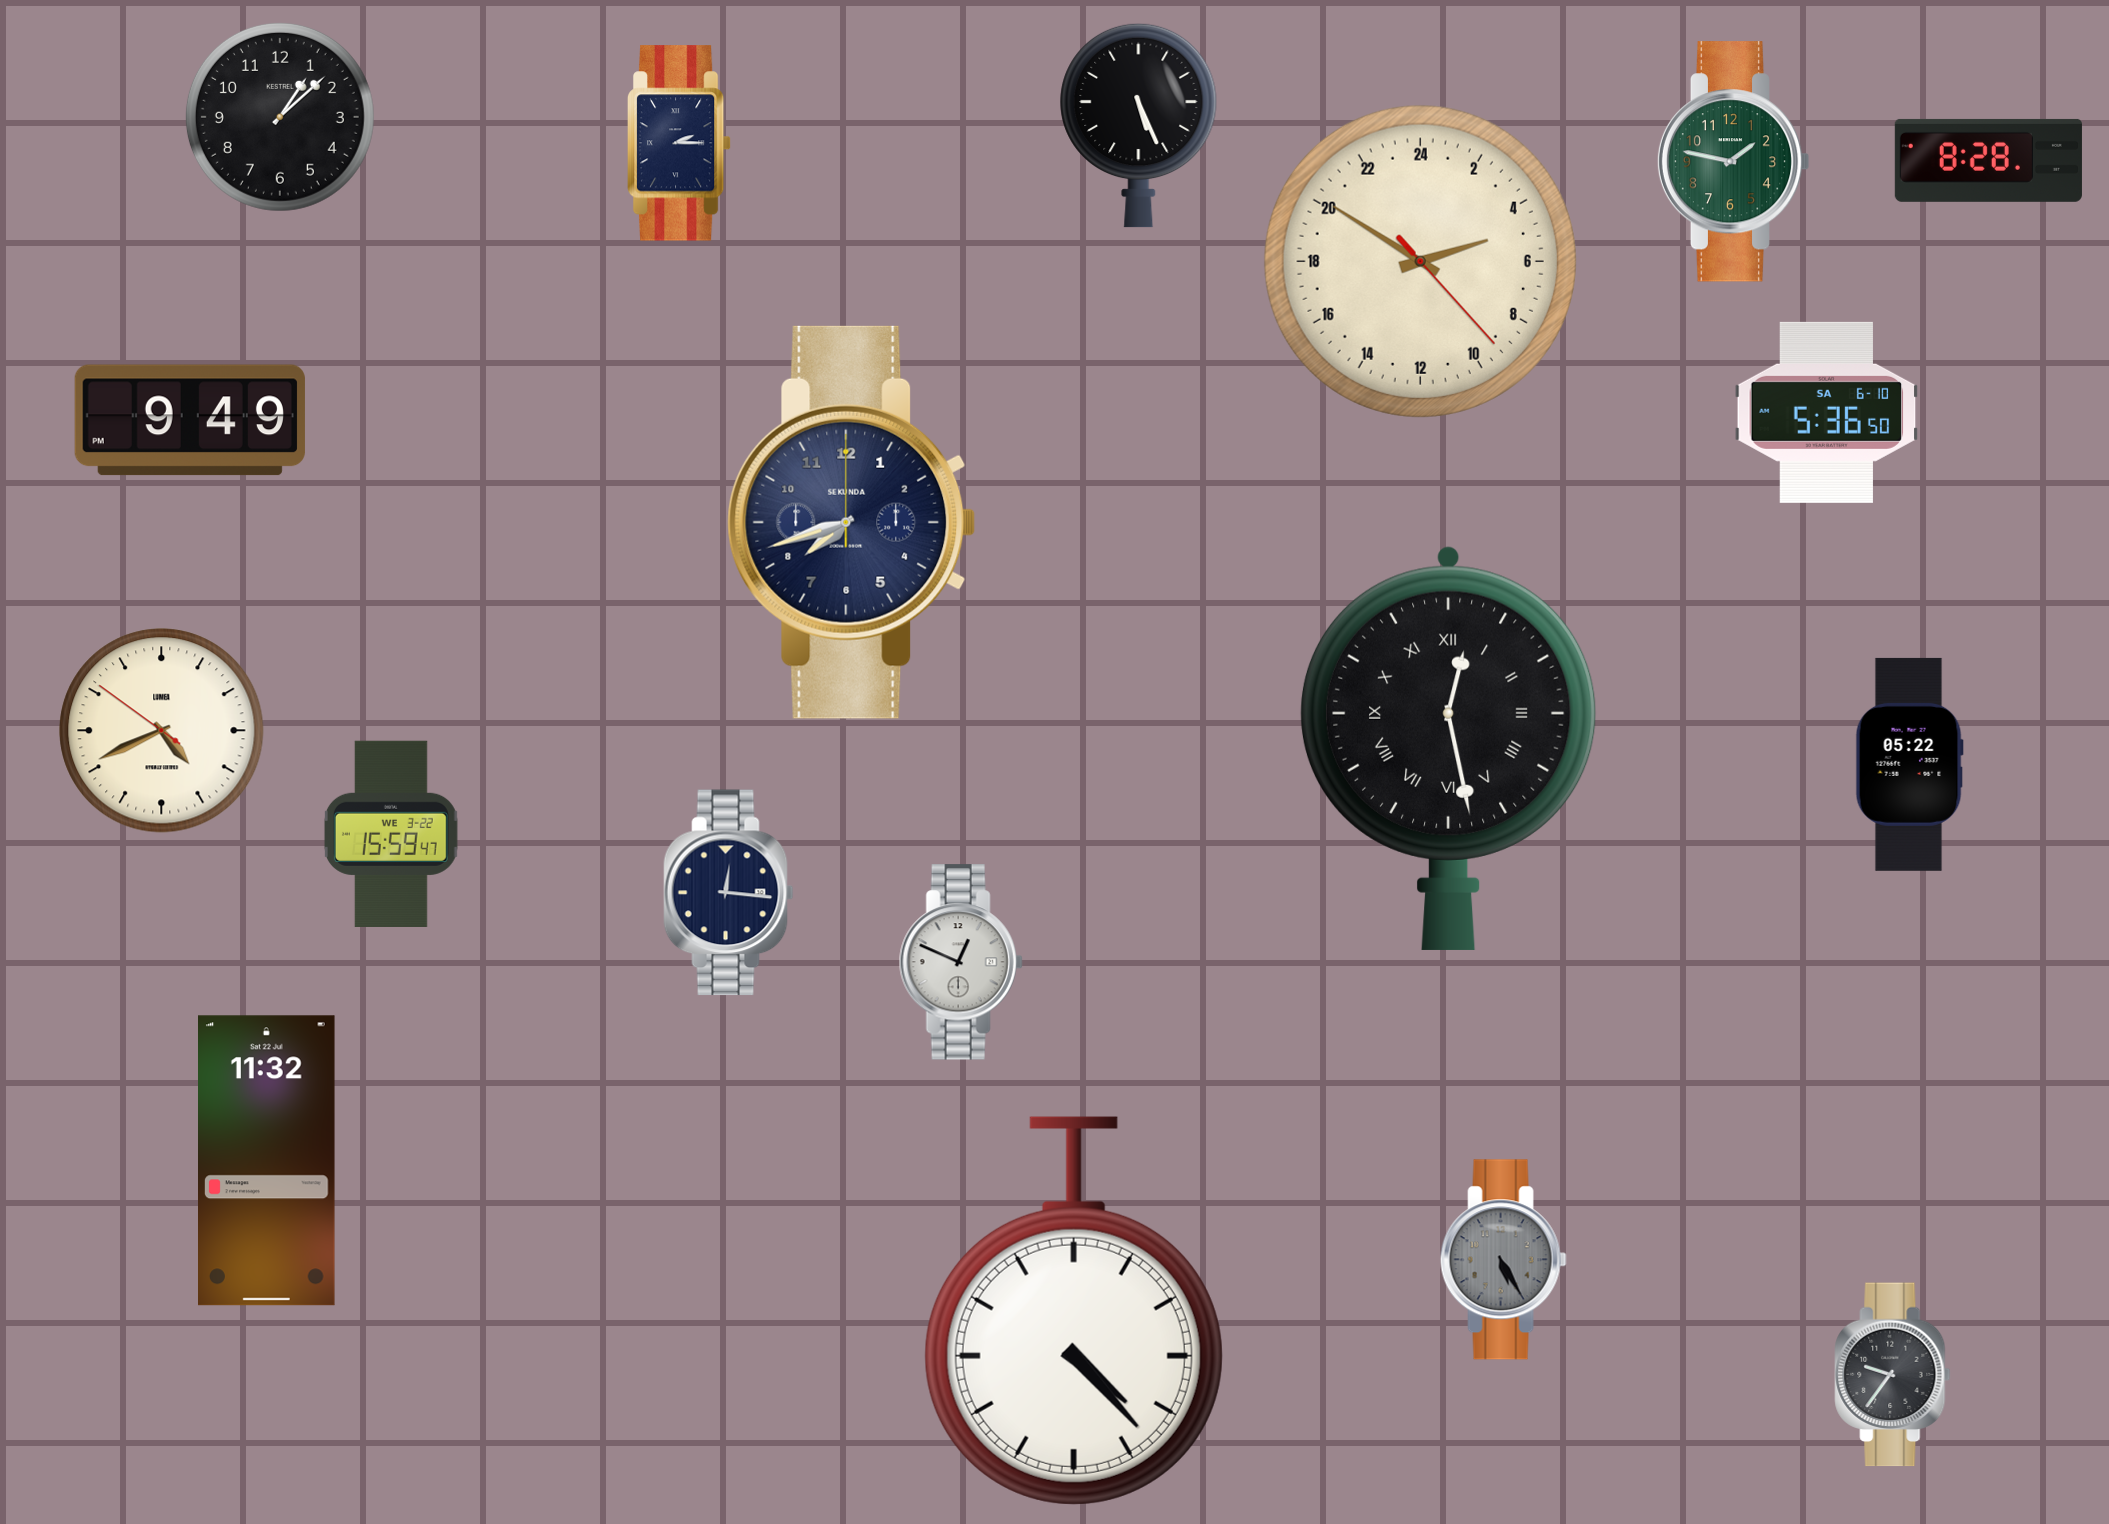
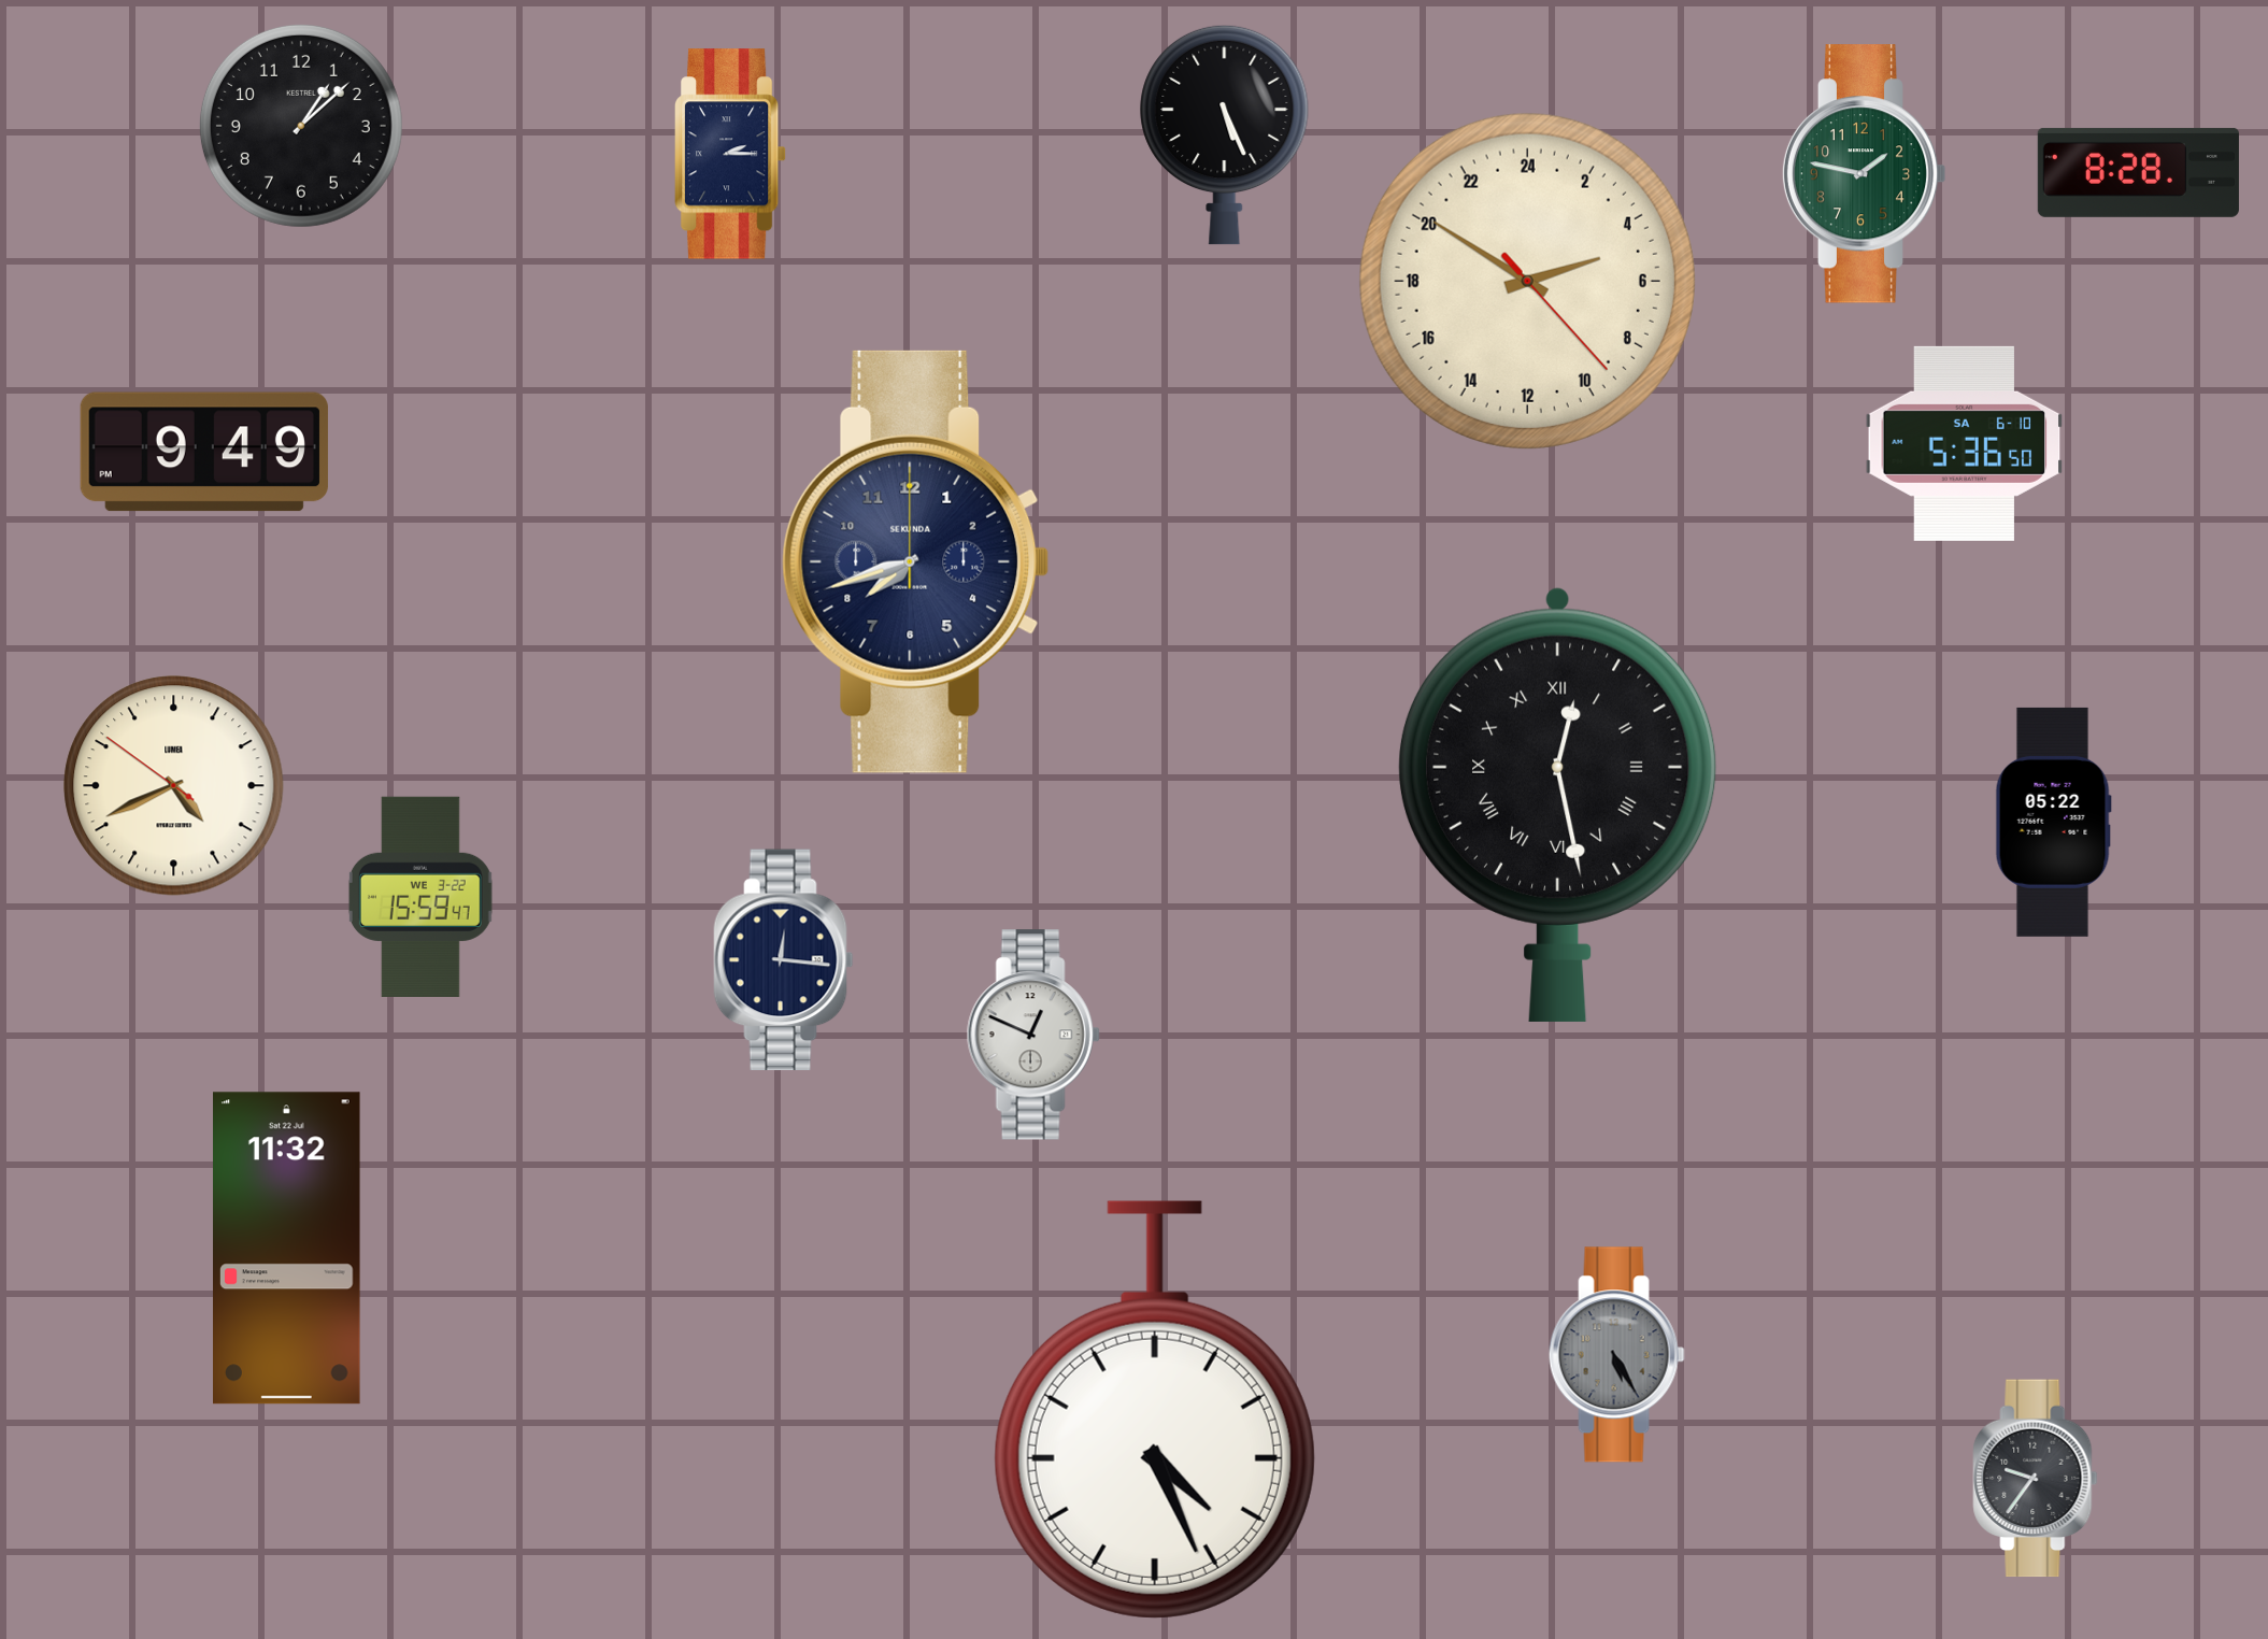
clock at (1074, 1311): 4:23 -> 4:26
